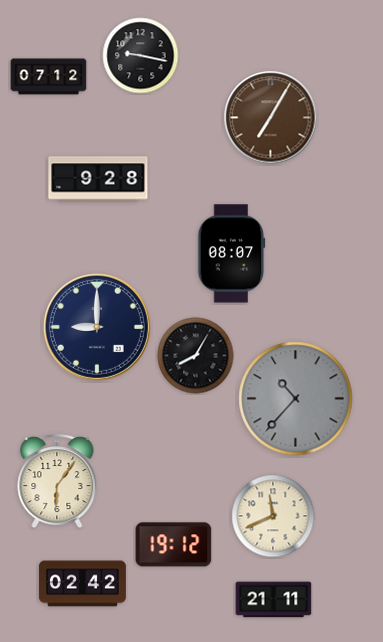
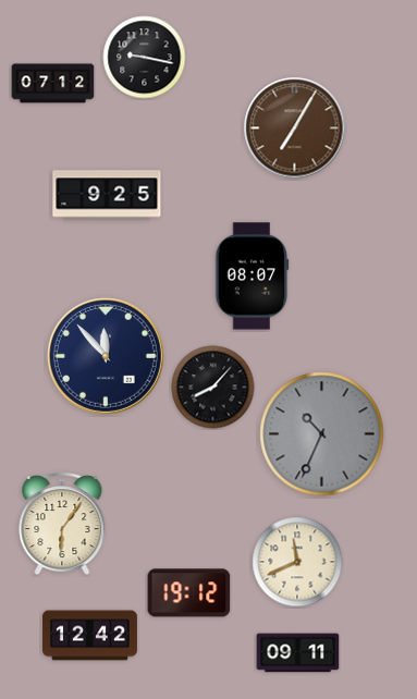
clock at (141, 56) position: (141, 56) -> (145, 58)
clock at (98, 179): 9:28 -> 9:25
clock at (97, 327): 9:00 -> 11:53
clock at (196, 356): 8:05 -> 8:07
clock at (296, 399): 10:37 -> 10:34
clock at (82, 584): 02:42 -> 12:42
clock at (274, 600): 21:11 -> 09:11
